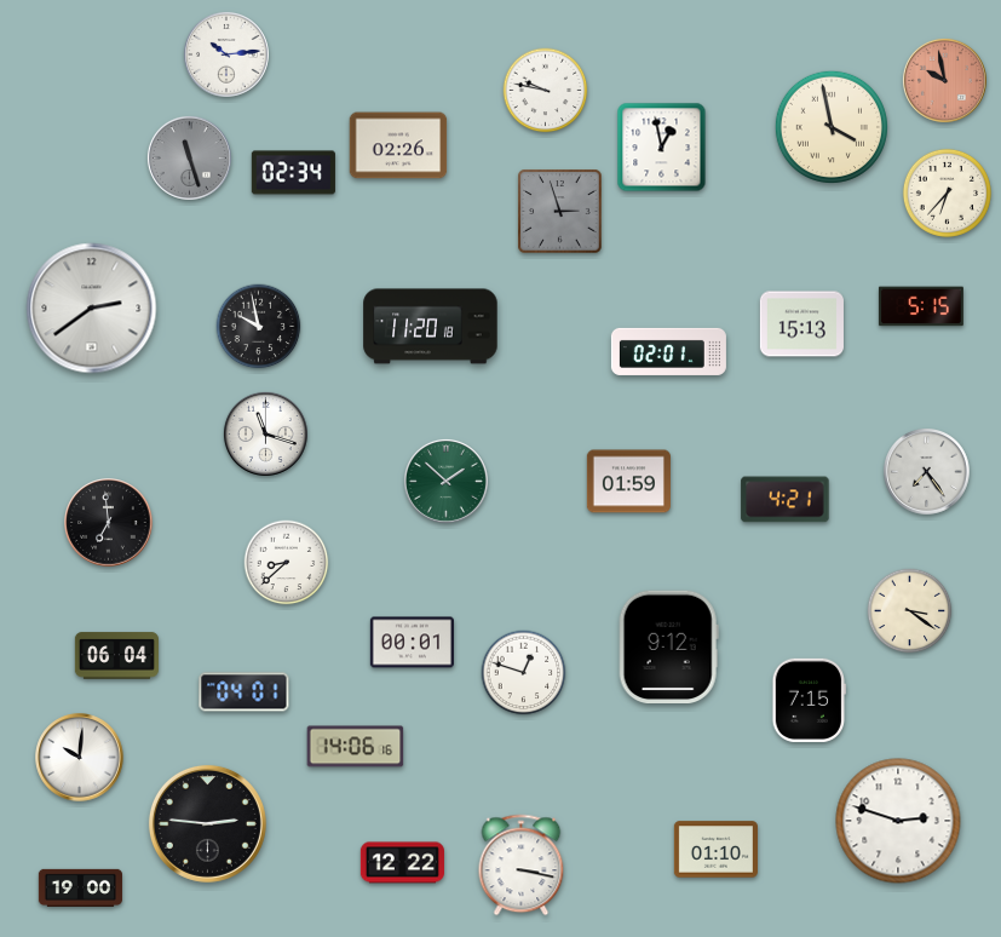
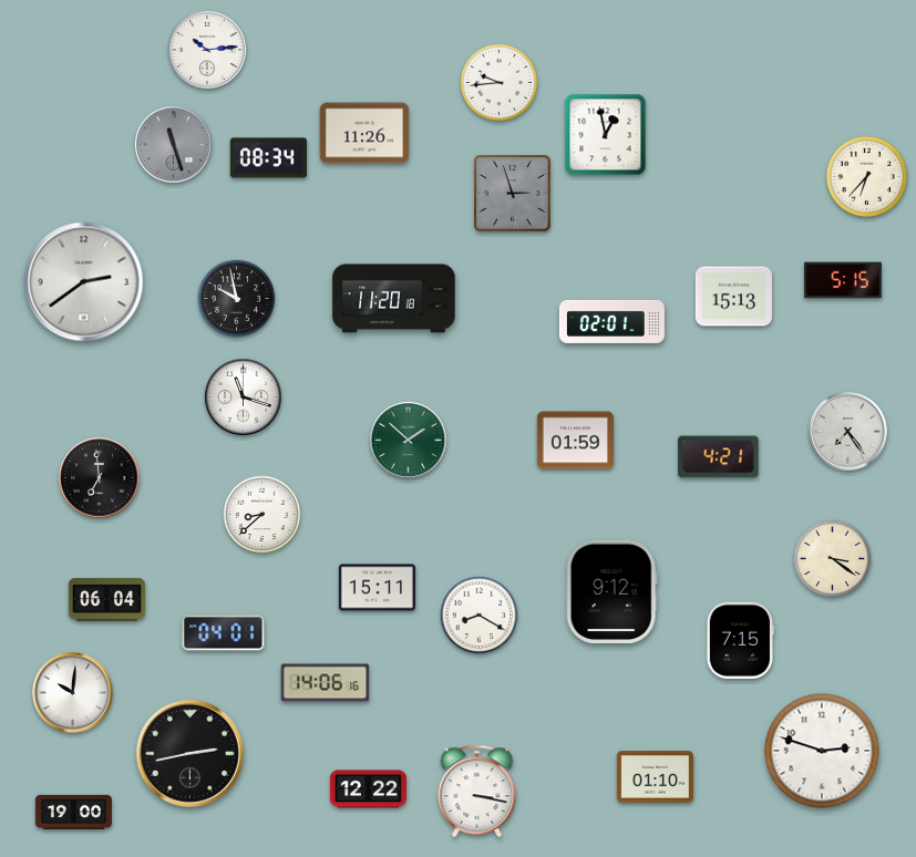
clock at (944, 80): 9:58 -> none
clock at (546, 91): 9:47 -> 9:44
clock at (832, 127): 3:58 -> none
clock at (398, 145): 02:26 -> 11:26
clock at (293, 173): 02:34 -> 08:34
clock at (412, 643): 00:01 -> 15:11
clock at (524, 673): 12:48 -> 8:20
clock at (207, 823): 2:46 -> 2:43
